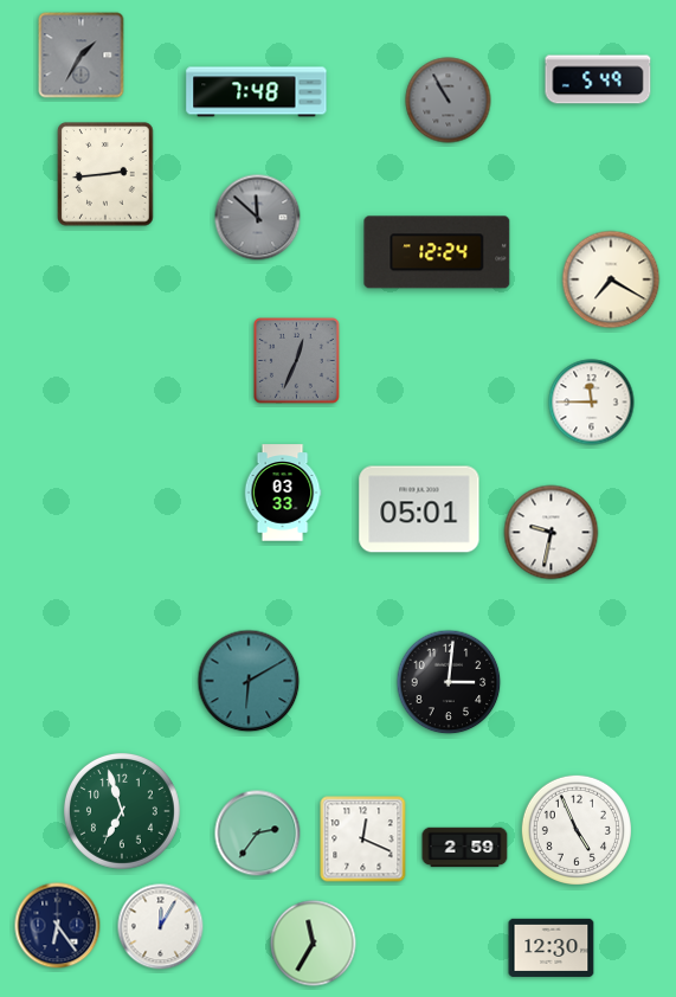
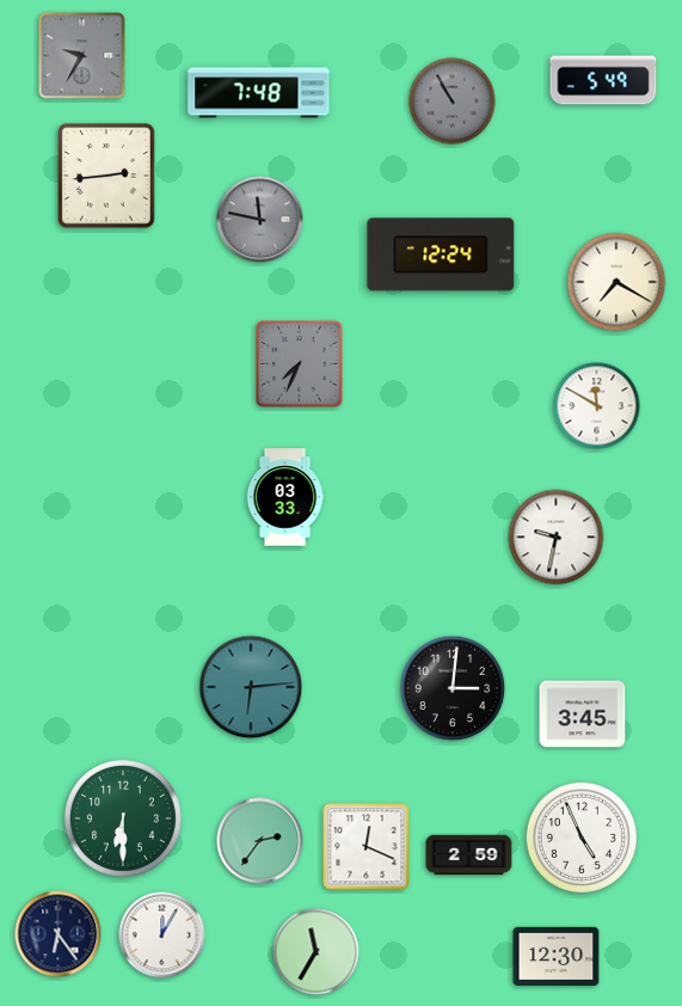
clock at (82, 56): 1:35 -> 9:35
clock at (258, 218): 11:52 -> 11:47
clock at (297, 361): 12:34 -> 7:34
clock at (592, 403): 11:45 -> 11:50
clock at (419, 509): 05:01 -> none
clock at (249, 681): 6:10 -> 6:14
clock at (583, 714): none -> 3:45
clock at (122, 811): 6:57 -> 6:30
